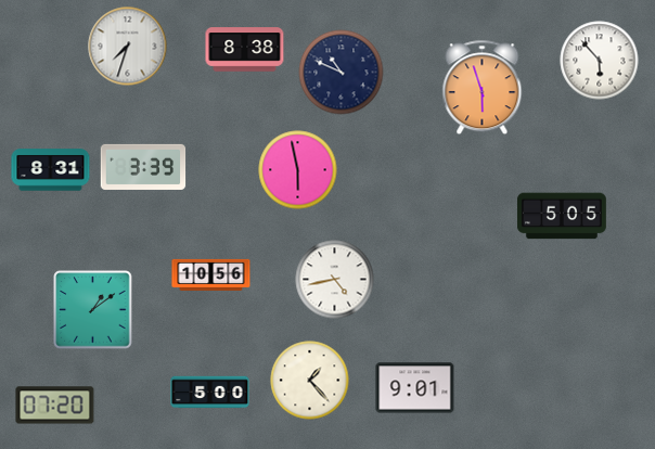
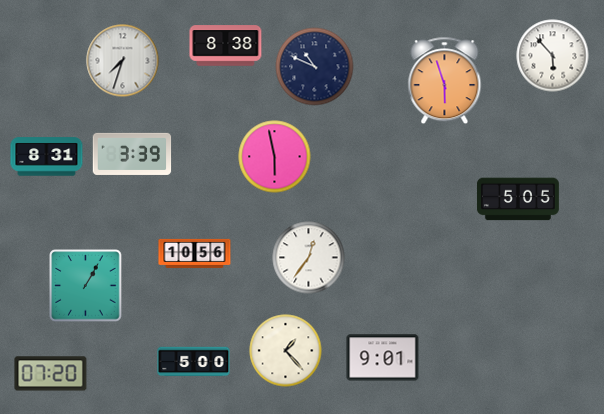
clock at (128, 47) position: (128, 47) -> (123, 61)
clock at (335, 280): 4:43 -> 12:36
clock at (93, 310): 1:09 -> 1:05
